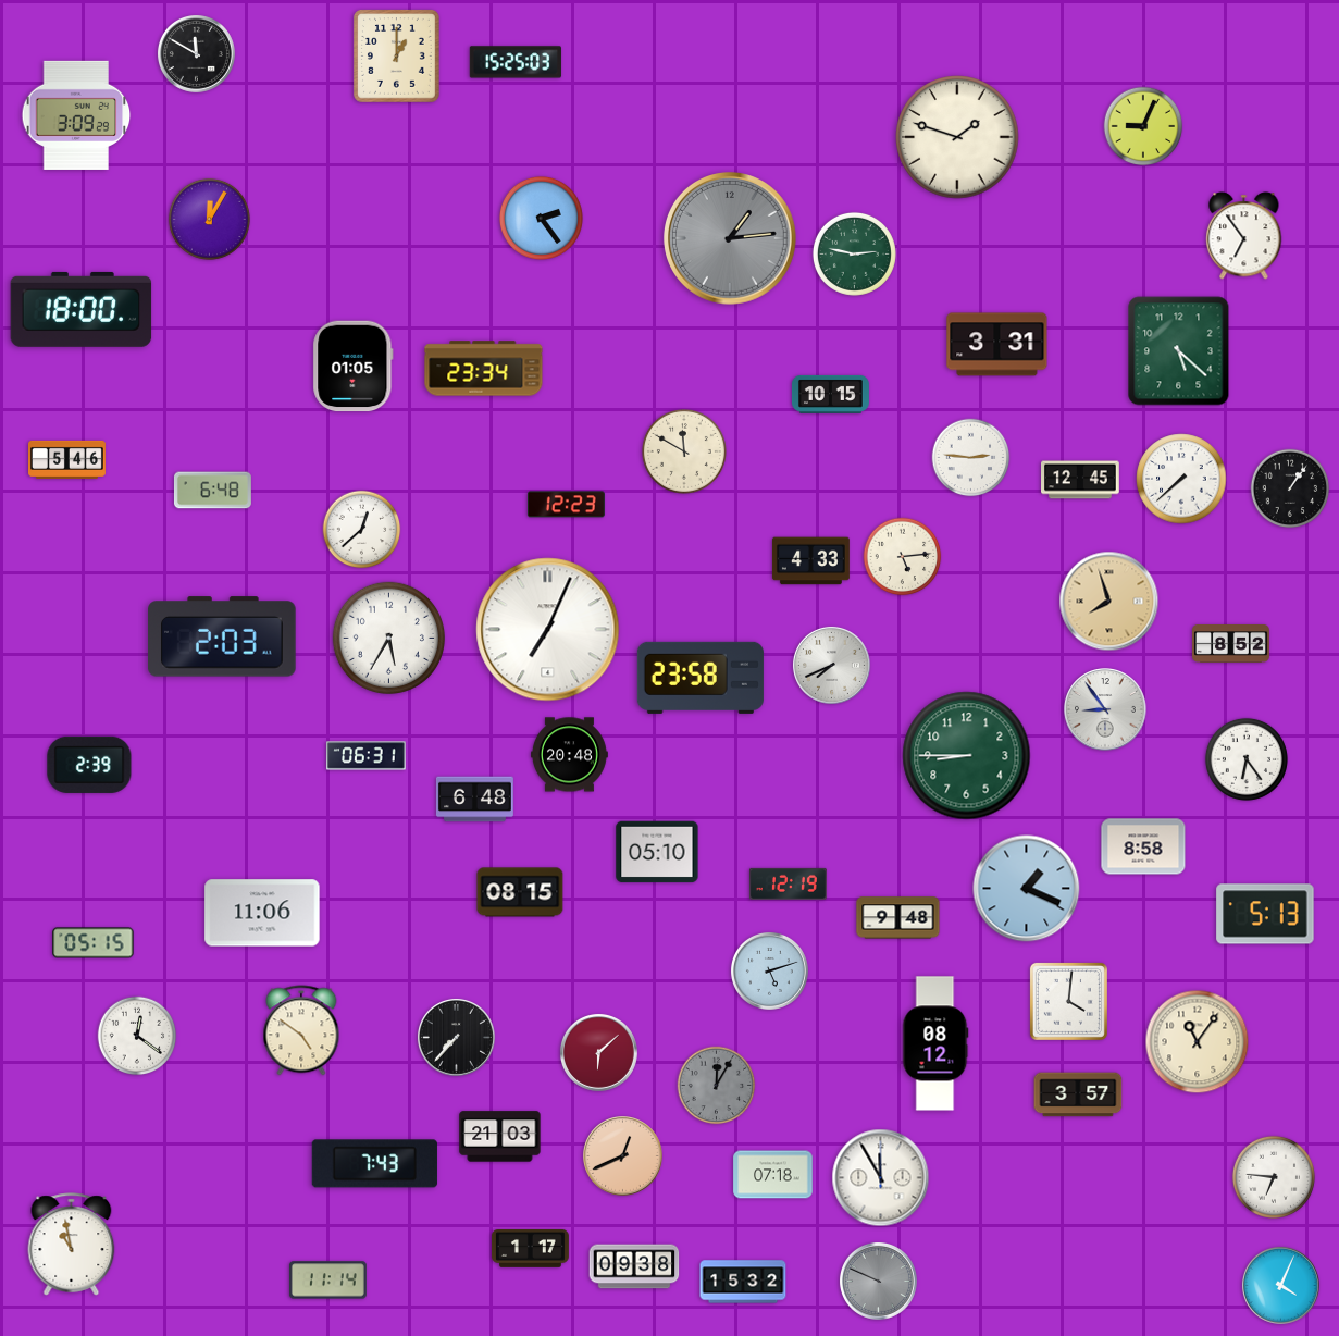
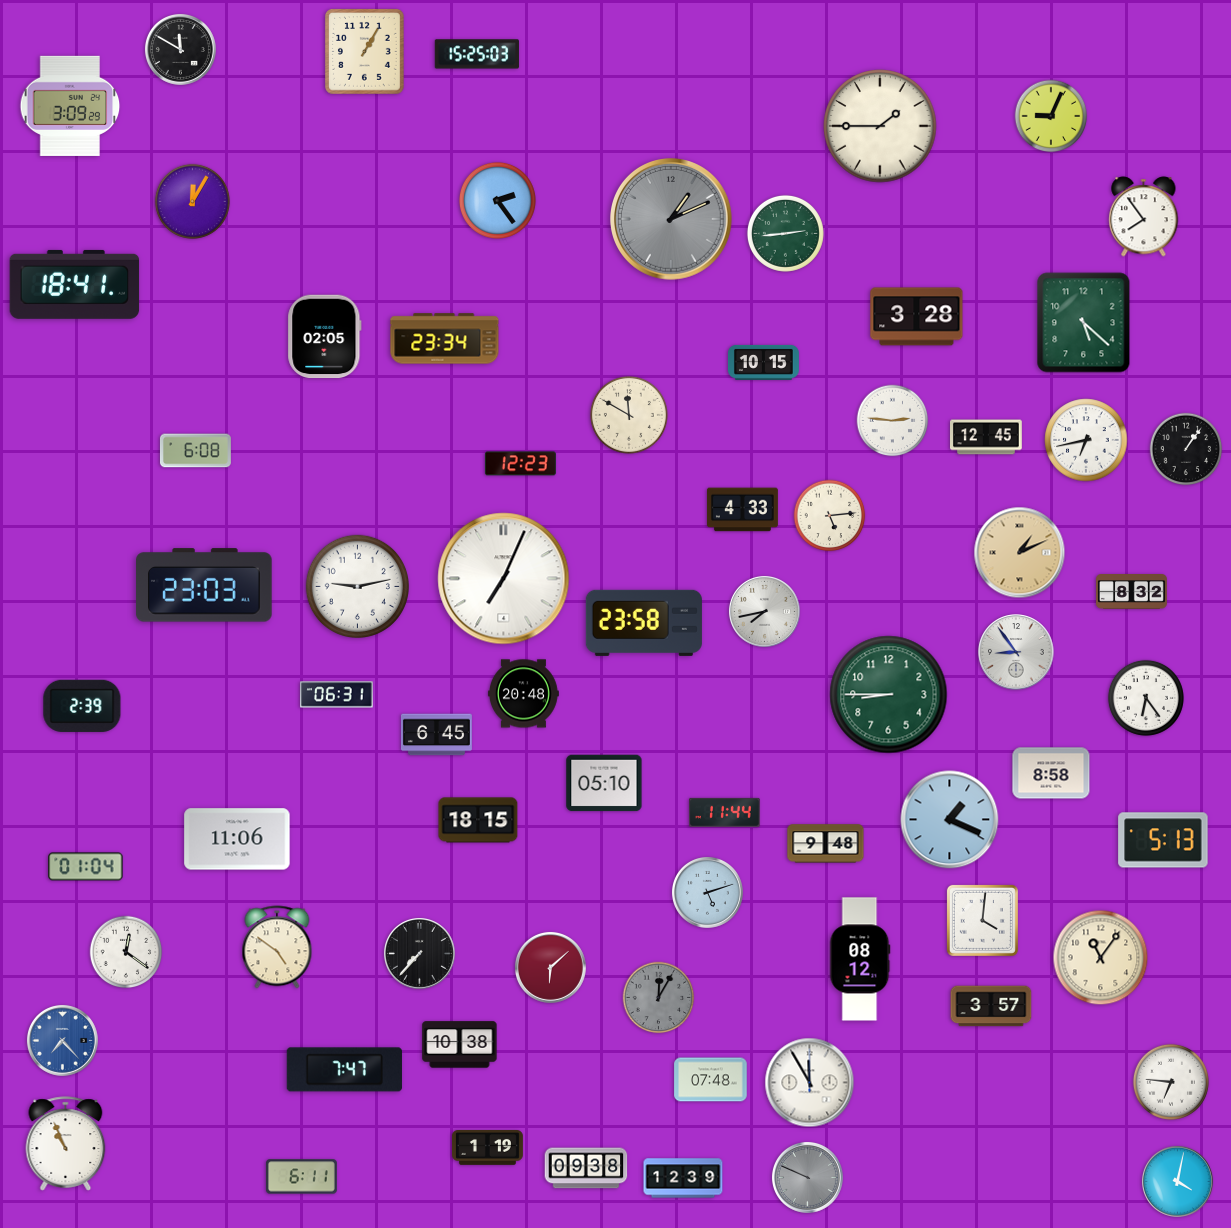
clock at (397, 57): 1:00 -> 1:05
clock at (514, 62) position: (514, 62) -> (476, 54)
clock at (957, 137): 1:48 -> 1:45
clock at (1244, 236): 6:54 -> 7:54
clock at (731, 239): 1:14 -> 1:11
clock at (854, 253): 2:47 -> 2:44
clock at (82, 309): 18:00 -> 18:41
clock at (997, 345): 3:31 -> 3:28
clock at (354, 367): 01:05 -> 02:05
clock at (67, 459): 5:46 -> none
clock at (1181, 479): 7:38 -> 6:43
clock at (1080, 480) position: (1080, 480) -> (986, 437)
clock at (212, 491): 6:48 -> 6:08
clock at (362, 530): 12:38 -> none
clock at (903, 557) position: (903, 557) -> (830, 516)
clock at (810, 561) position: (810, 561) -> (742, 510)
clock at (1109, 602): 7:57 -> 1:11
clock at (222, 636): 2:03 -> 23:03
clock at (388, 638): 5:35 -> 9:13
clock at (1231, 644): 8:52 -> 8:32
clock at (831, 665): 7:41 -> 7:43
clock at (89, 765) position: (89, 765) -> (82, 706)
clock at (474, 800): 6:48 -> 6:45
clock at (1143, 846) position: (1143, 846) -> (1051, 773)
clock at (788, 883): 12:19 -> 11:44
clock at (1027, 889) position: (1027, 889) -> (950, 820)
clock at (520, 892): 08:15 -> 18:15
clock at (262, 913) position: (262, 913) -> (237, 839)
clock at (94, 943): 05:15 -> 01:04
clock at (62, 1040): none -> 7:23
clock at (500, 1137): 21:03 -> 10:38
clock at (623, 1156): 12:41 -> none
clock at (374, 1164): 7:43 -> 7:47
clock at (773, 1175): 07:18 -> 07:48
clock at (72, 1245): 10:58 -> 10:56
clock at (530, 1249): 1:17 -> 1:19
clock at (634, 1266) position: (634, 1266) -> (586, 1168)
clock at (327, 1281): 11:14 -> 6:11
clock at (743, 1282): 15:32 -> 12:39
clock at (1280, 1285): 4:04 -> 4:02
